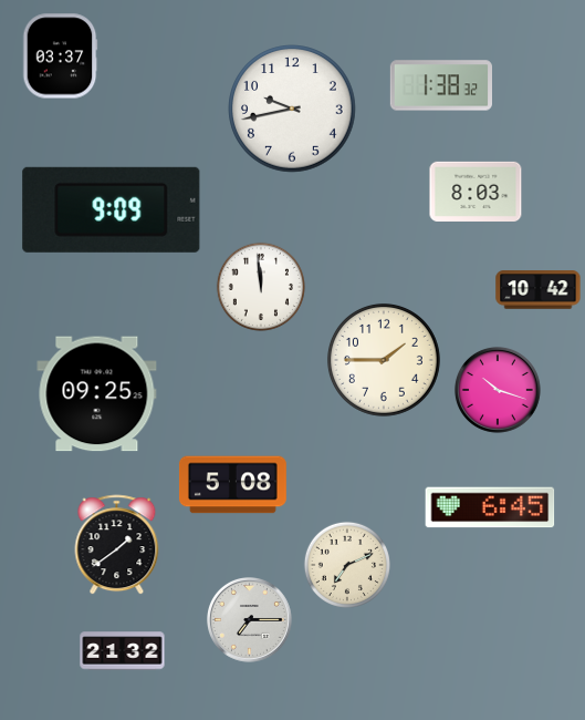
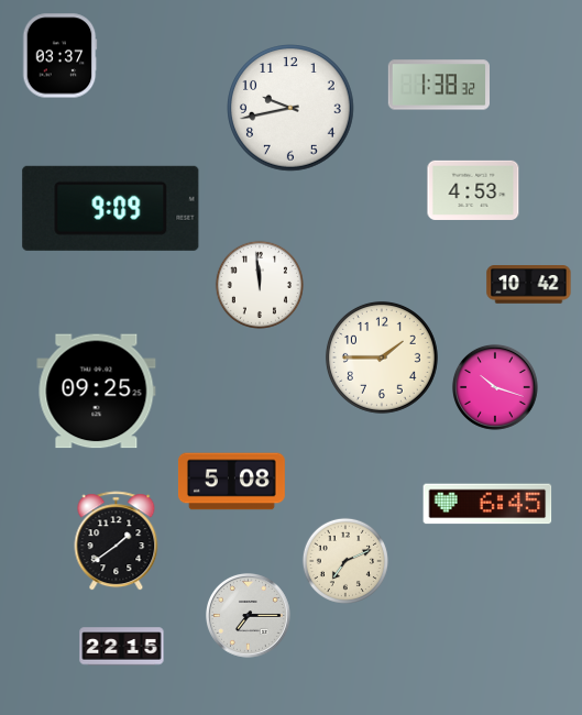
clock at (476, 192): 8:03 -> 4:53
clock at (539, 290) position: (539, 290) -> (529, 285)
clock at (123, 651): 21:32 -> 22:15
